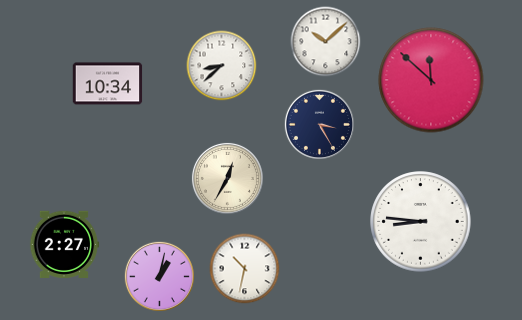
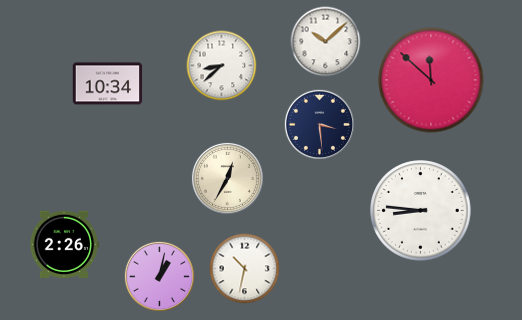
clock at (319, 124): 3:25 -> 3:29
clock at (421, 222) position: (421, 222) -> (421, 211)
clock at (64, 244): 2:27 -> 2:26
